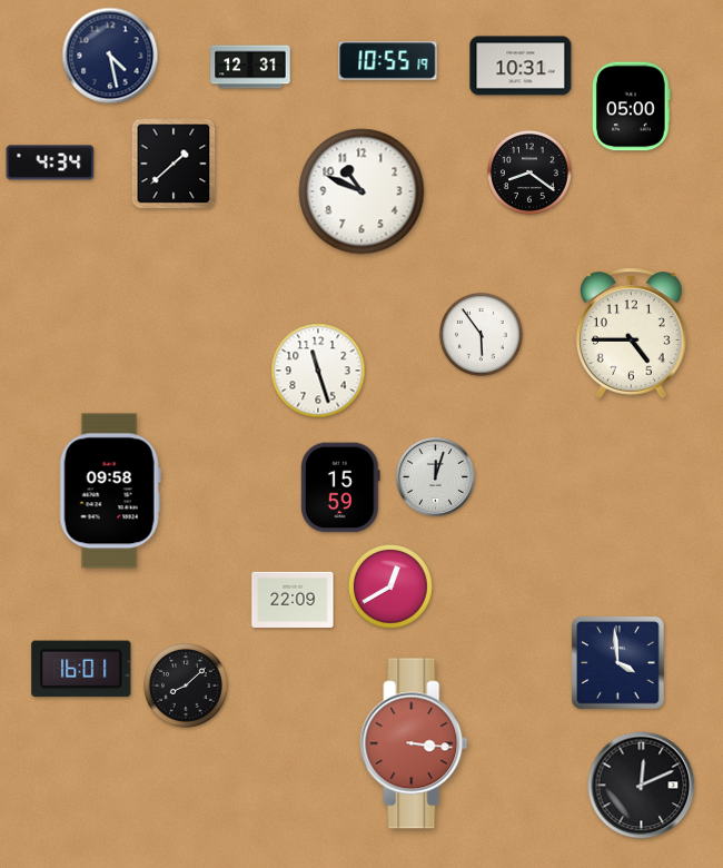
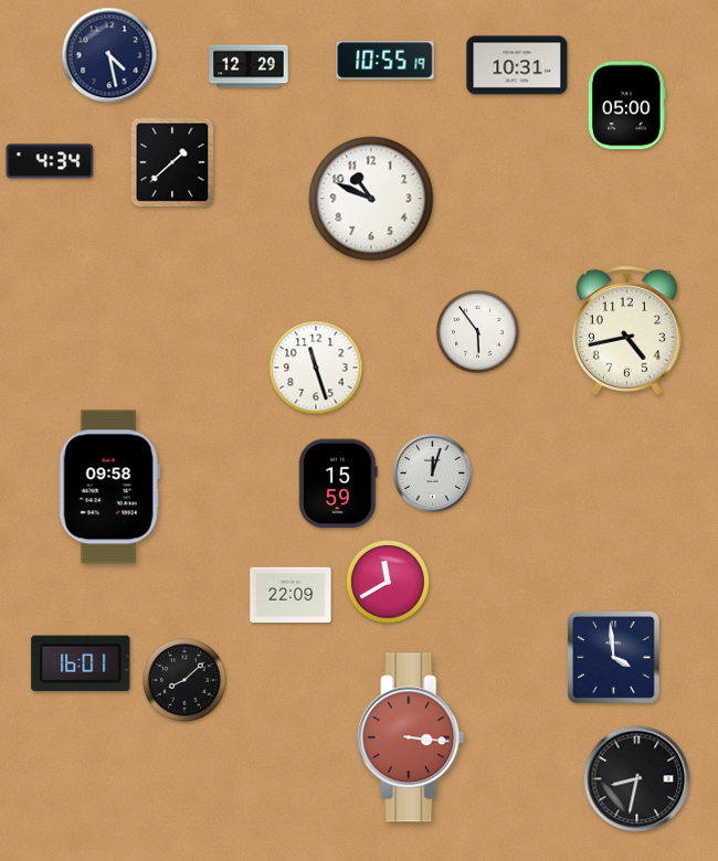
clock at (250, 67): 12:31 -> 12:29
clock at (531, 174): 8:21 -> none
clock at (361, 191) position: (361, 191) -> (371, 199)
clock at (632, 333): 4:45 -> 4:43
clock at (392, 588): 12:40 -> 11:40
clock at (642, 786): 12:11 -> 8:32
